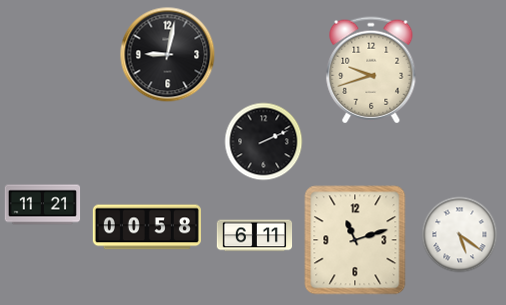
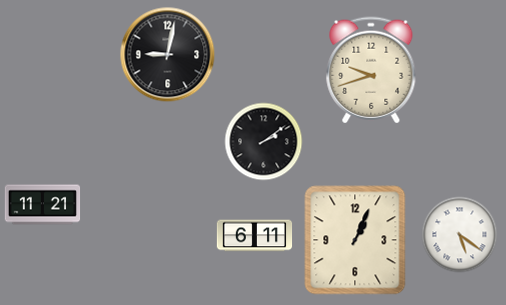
clock at (264, 142): 2:11 -> 2:09
clock at (147, 227): 00:58 -> none
clock at (355, 240): 11:12 -> 1:04
